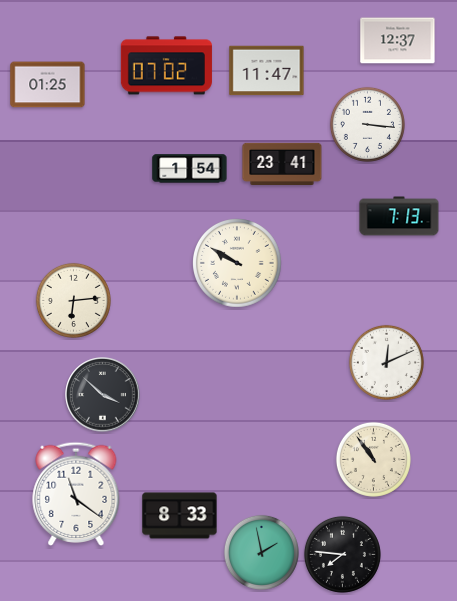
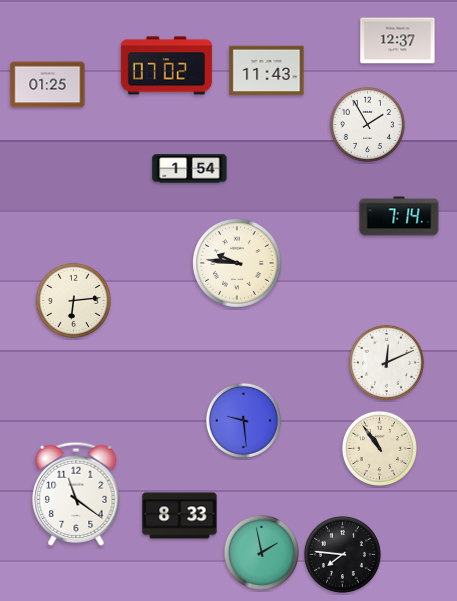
clock at (267, 71): 11:47 -> 11:43
clock at (367, 124): 3:16 -> 1:55
clock at (282, 163): 23:41 -> none
clock at (399, 216): 7:13 -> 7:14
clock at (238, 264): 9:50 -> 9:46
clock at (103, 395): 3:52 -> none
clock at (243, 420): none -> 9:29
clock at (373, 459) position: (373, 459) -> (379, 448)
